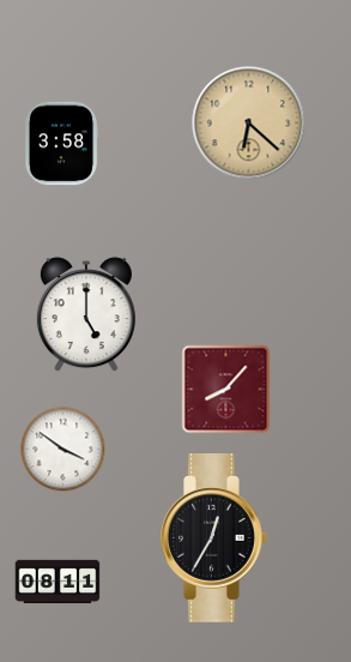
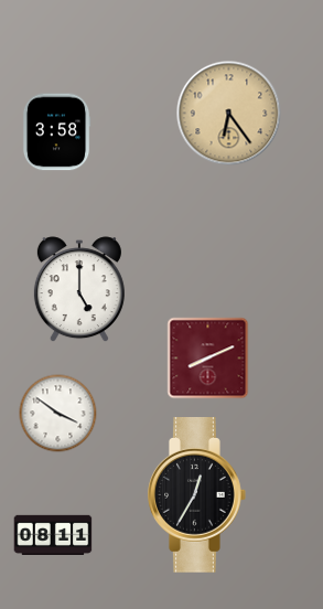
clock at (249, 124): 6:22 -> 6:24
clock at (226, 390): 8:07 -> 8:11
